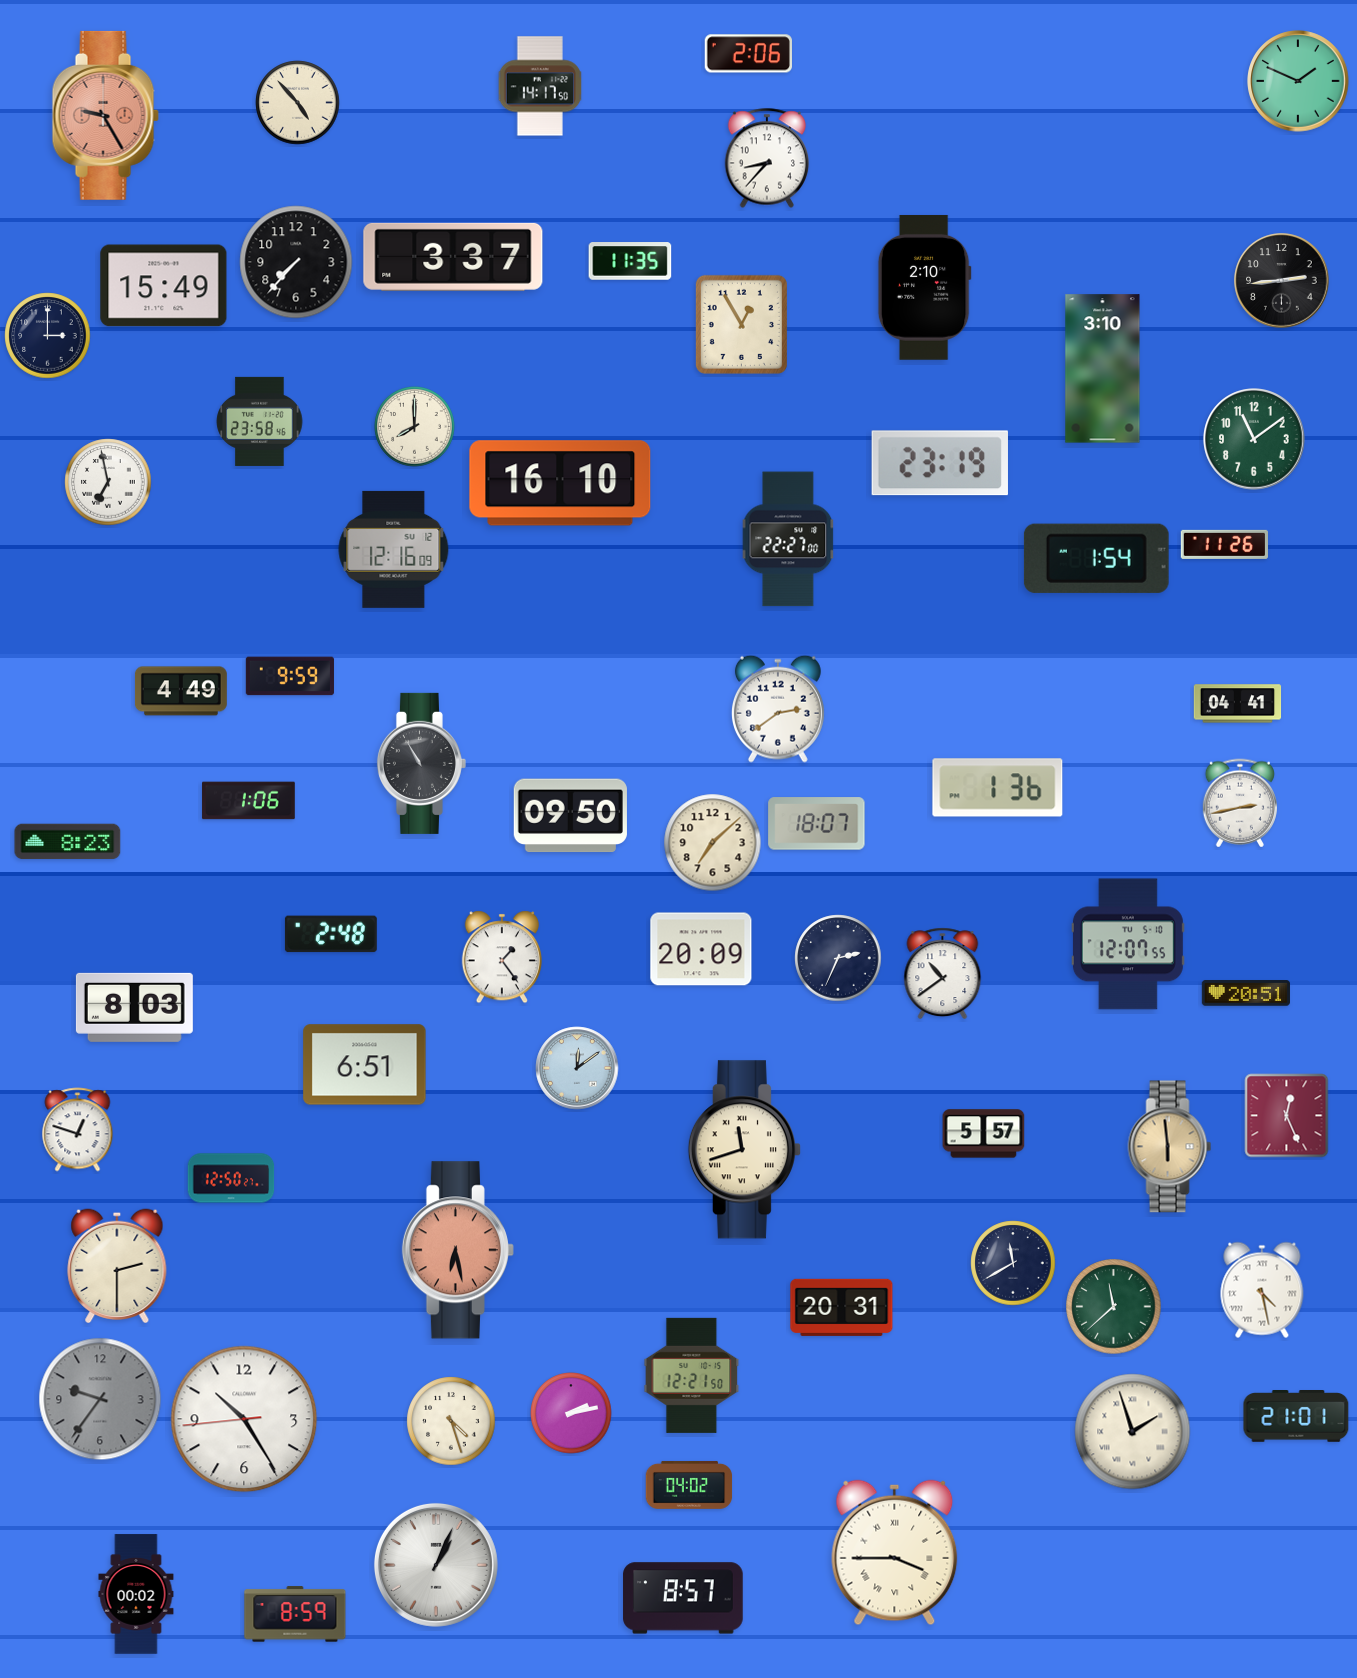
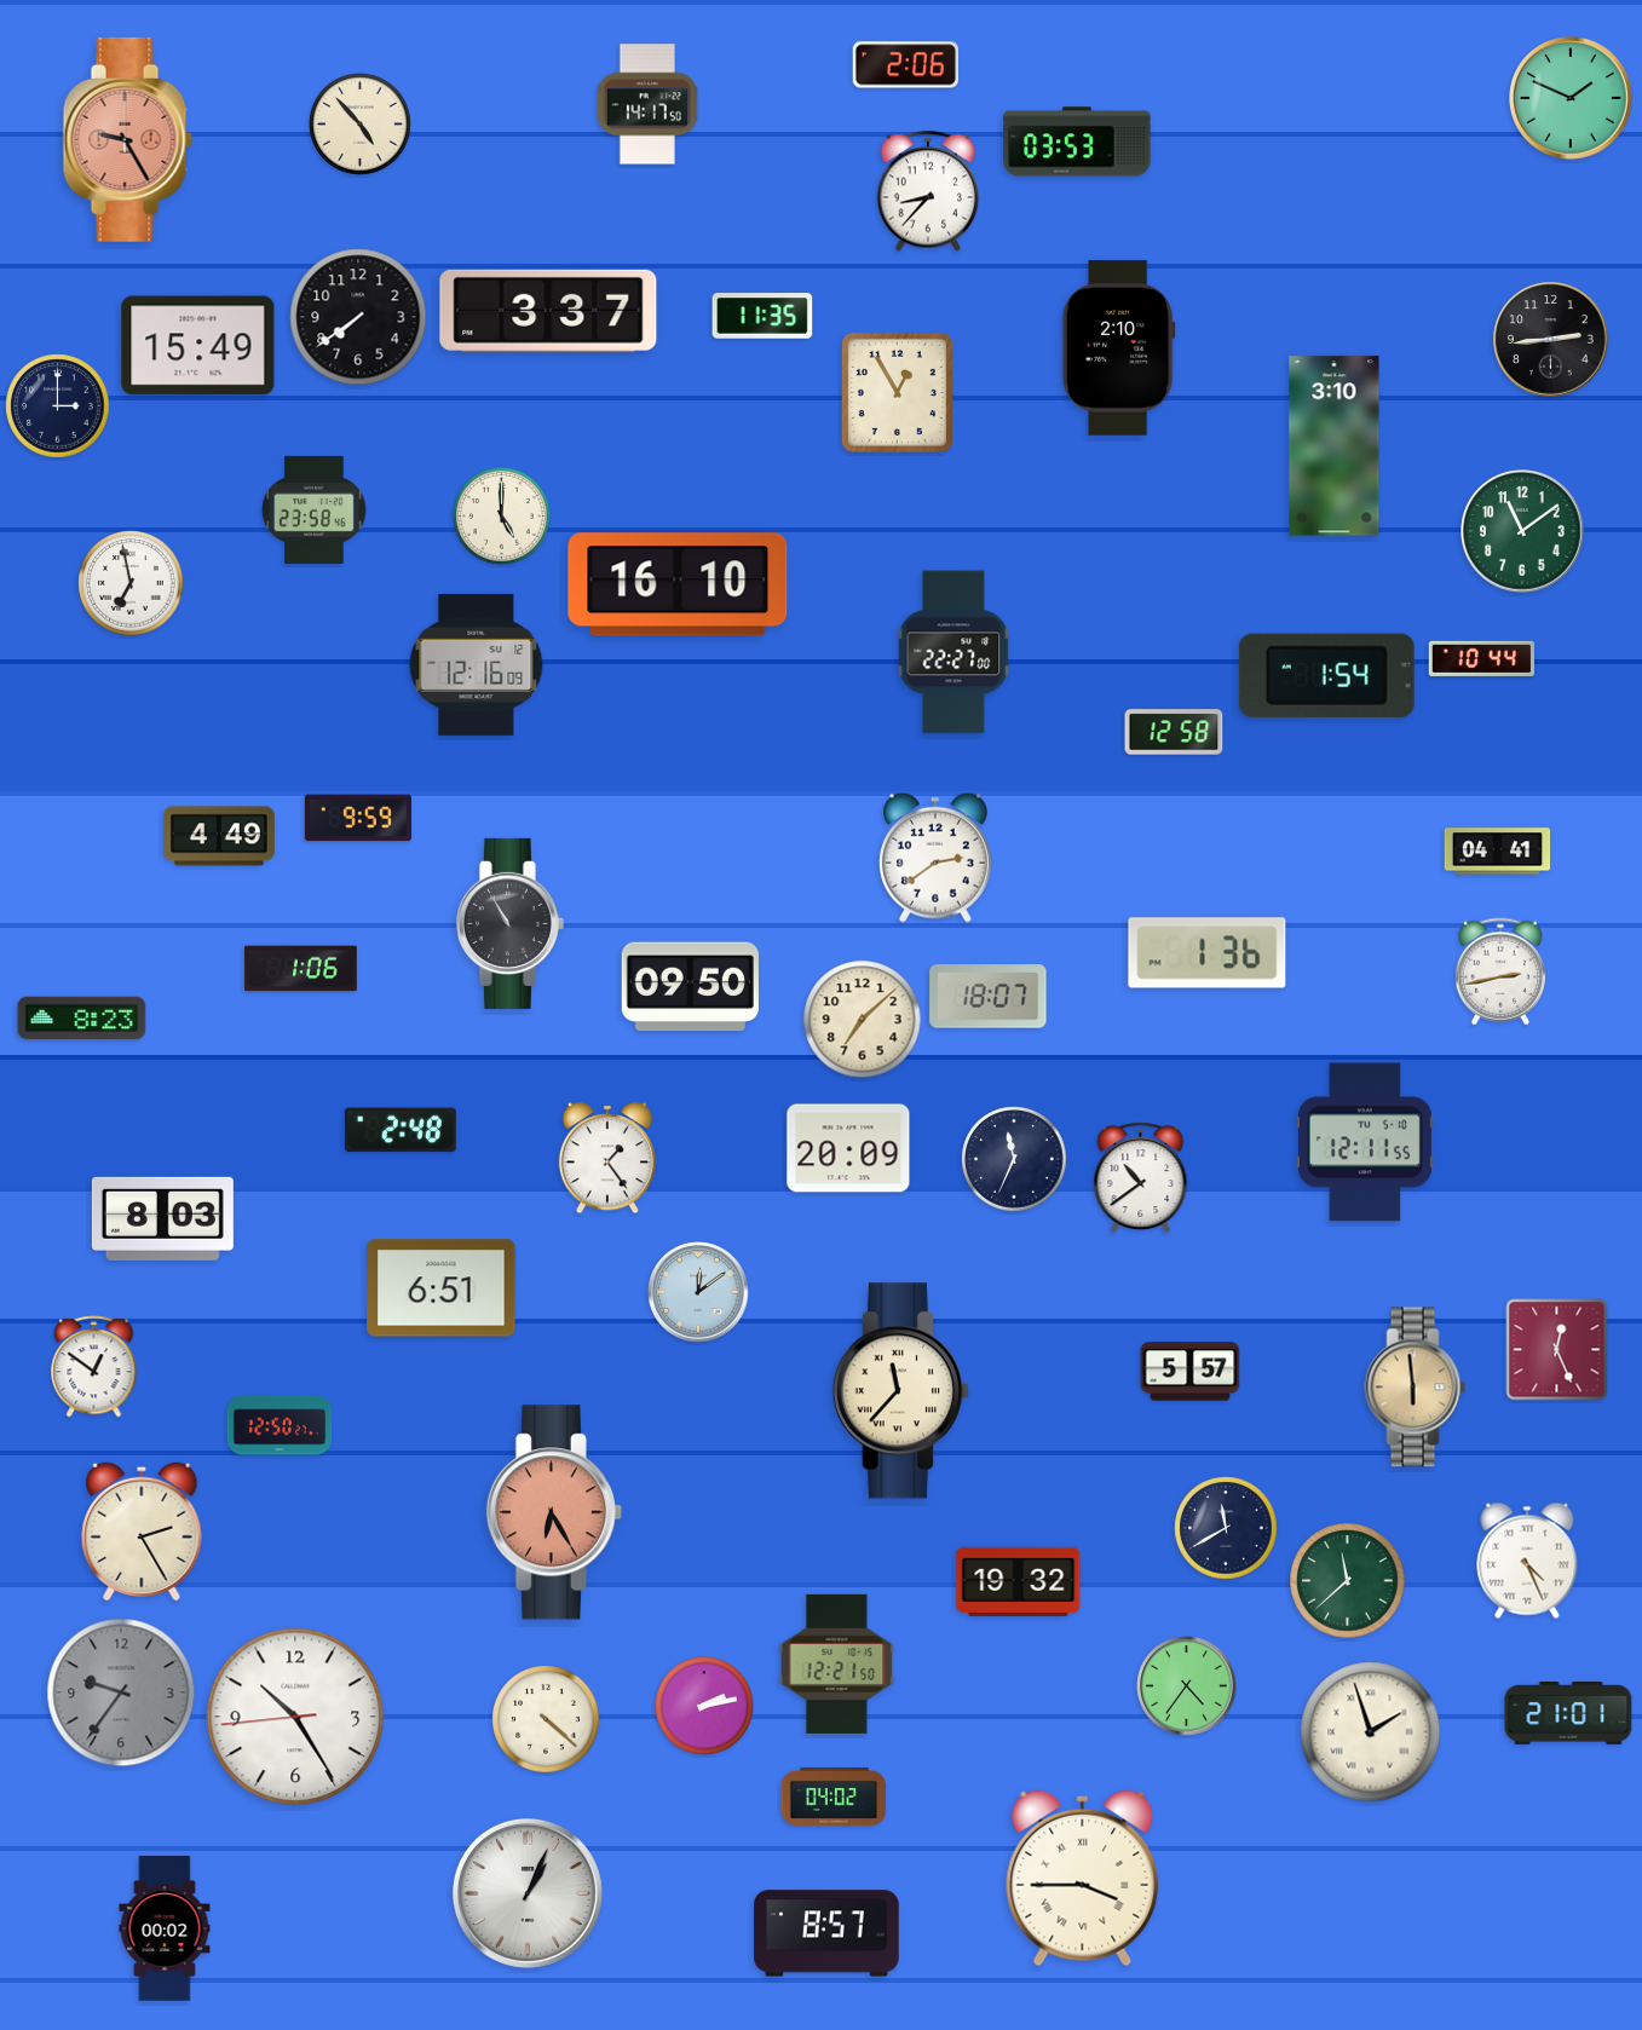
clock at (539, 86) position: (539, 86) -> (646, 104)
clock at (1077, 142): none -> 03:53
clock at (296, 262): 7:37 -> 7:39
clock at (415, 427): 8:00 -> 5:00
clock at (1254, 439) position: (1254, 439) -> (1522, 531)
clock at (940, 463): 23:19 -> none
clock at (1224, 544): 11:26 -> 10:44
clock at (1174, 732): none -> 12:58
clock at (290, 676) position: (290, 676) -> (358, 818)
clock at (778, 709) position: (778, 709) -> (935, 858)
clock at (1128, 944): 12:07 -> 12:11
clock at (838, 958): 2:34 -> 11:34
clock at (1246, 993): 20:51 -> none
clock at (78, 1130): 12:48 -> 12:51
clock at (744, 1150): 11:42 -> 11:37
clock at (458, 1250): 6:28 -> 6:25
clock at (117, 1265): 2:30 -> 2:25
clock at (1262, 1290): 4:28 -> 4:26
clock at (842, 1307): 20:31 -> 19:32
clock at (1187, 1686): none -> 4:36
clock at (571, 1413) position: (571, 1413) -> (704, 1706)
clock at (451, 1421): 4:27 -> 4:22
clock at (295, 1614): 8:59 -> none
